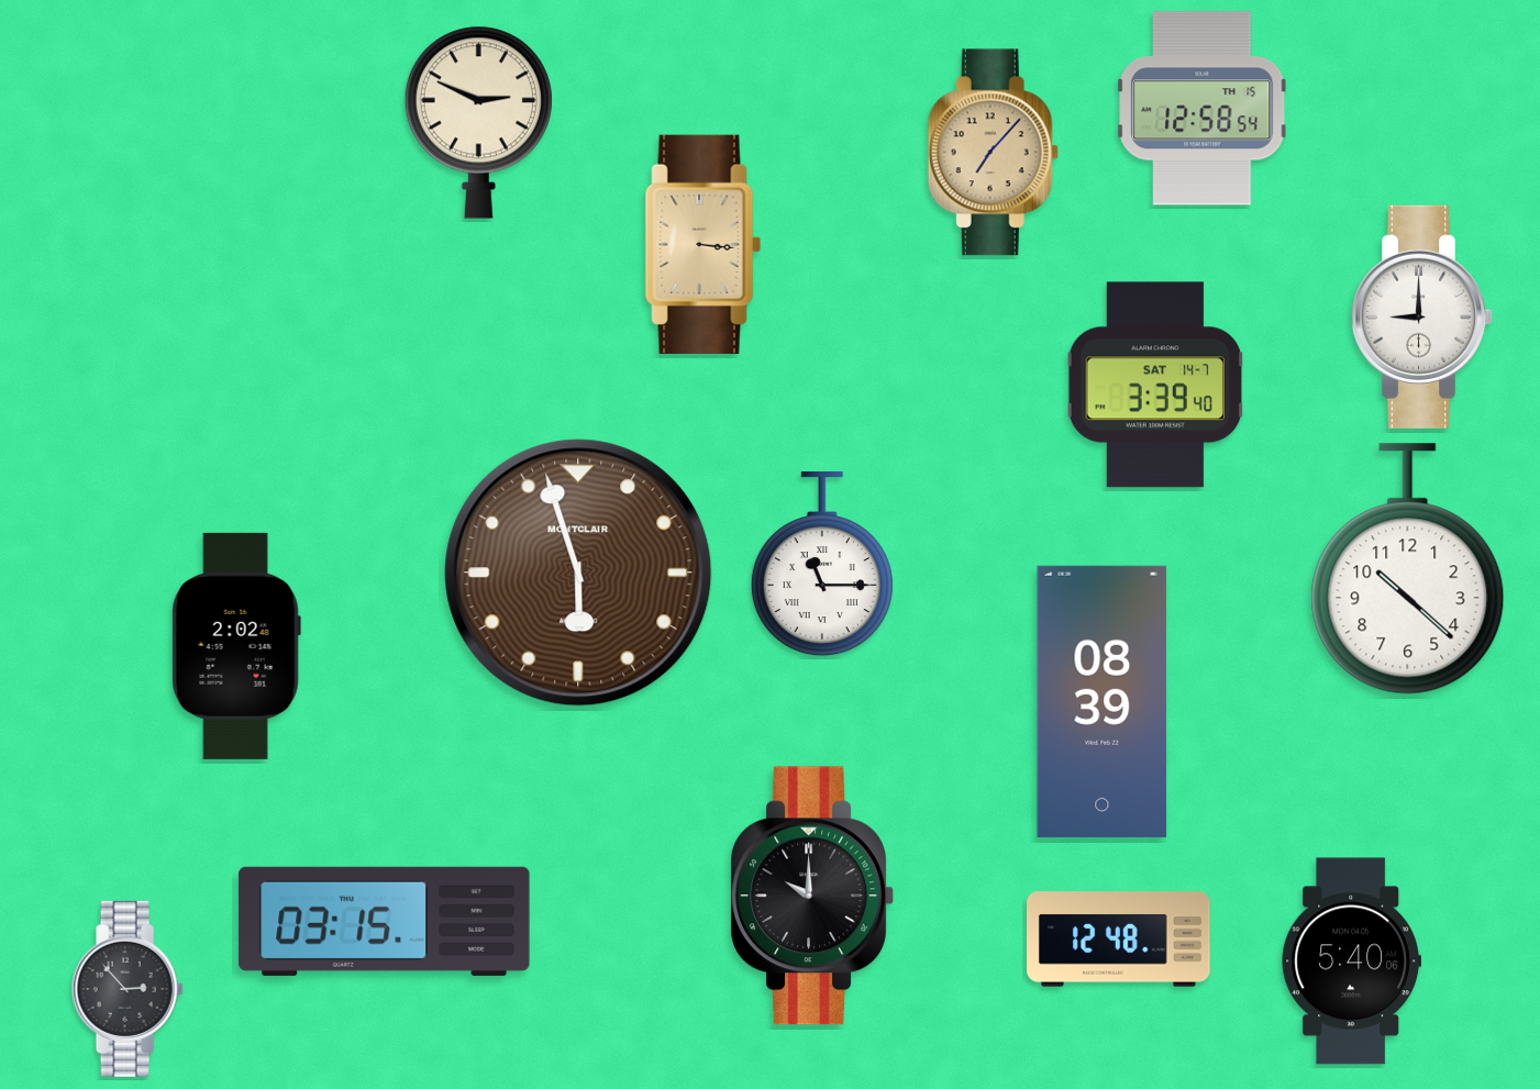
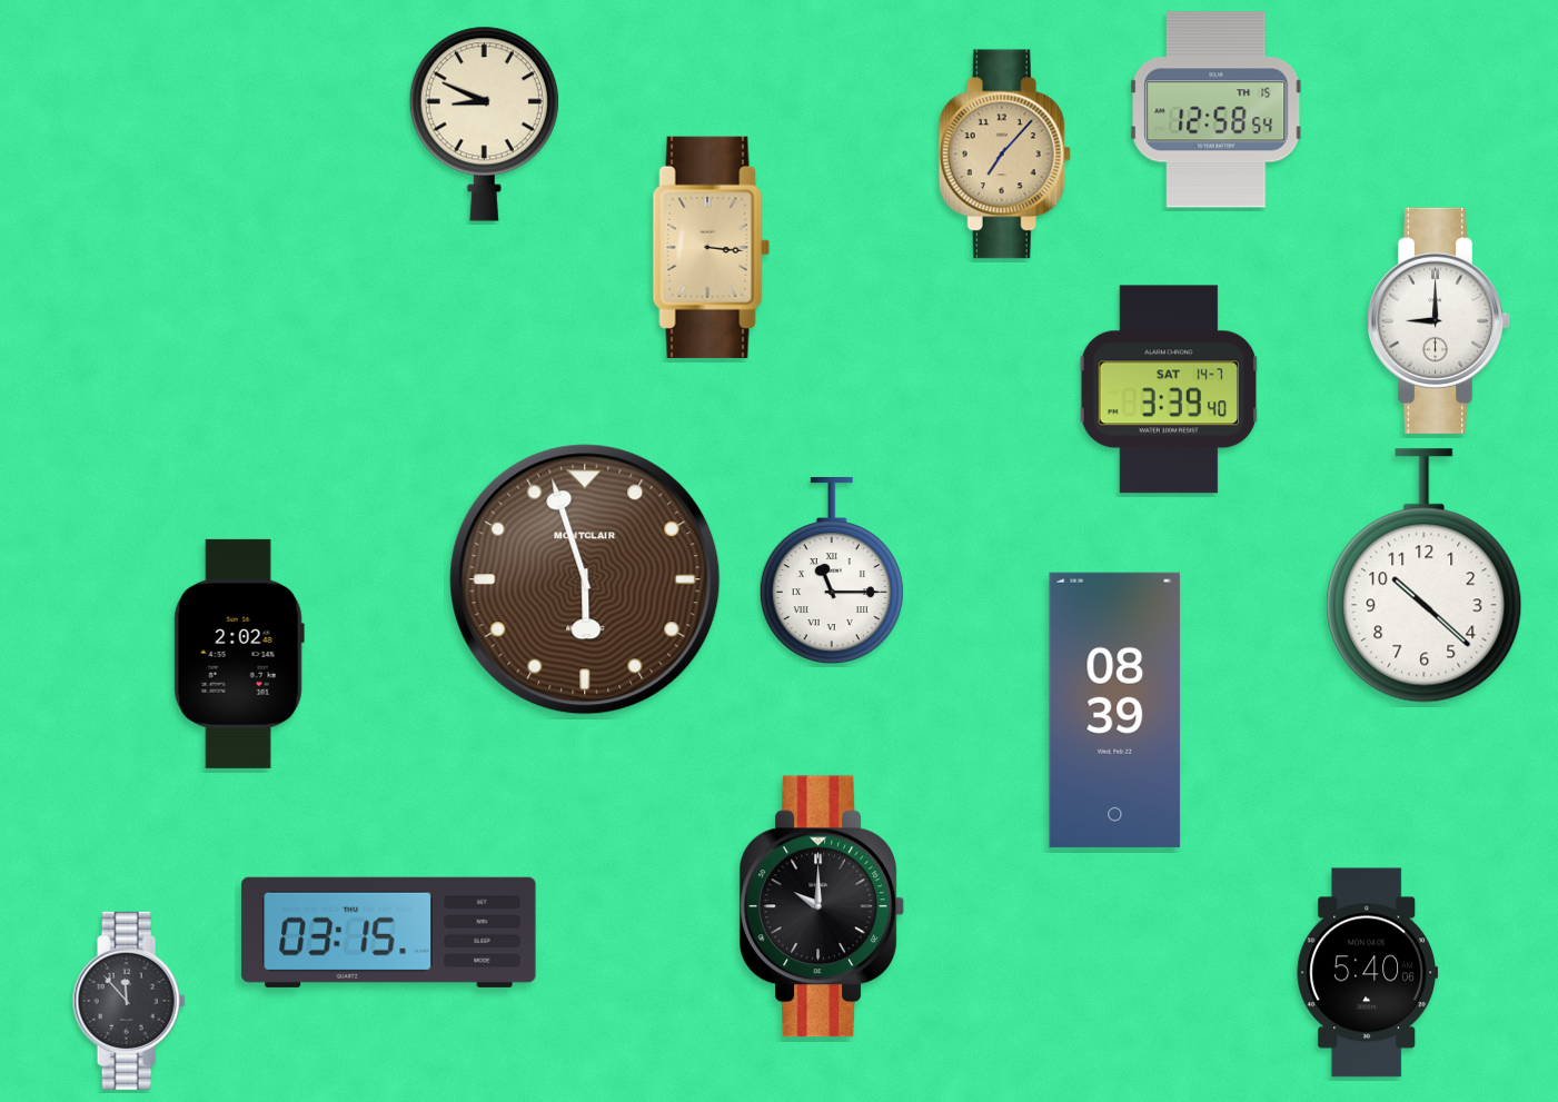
clock at (478, 122): 2:49 -> 8:49
clock at (1119, 940): 12:48 -> none
clock at (128, 989): 2:53 -> 11:53
